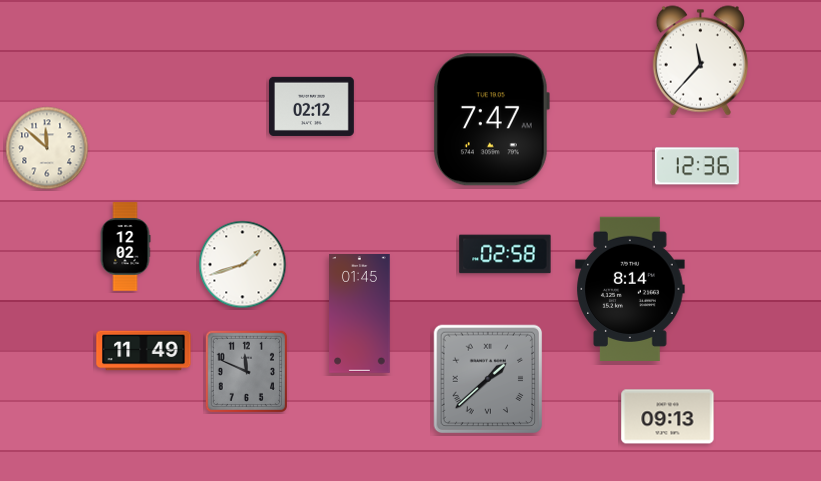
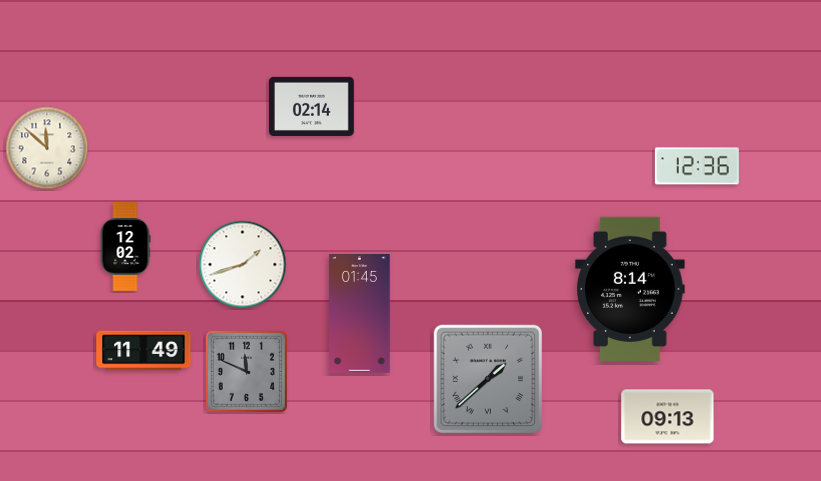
clock at (700, 61): 11:37 -> none
clock at (311, 106): 02:12 -> 02:14
clock at (491, 120): 7:47 -> none
clock at (505, 254): 02:58 -> none
